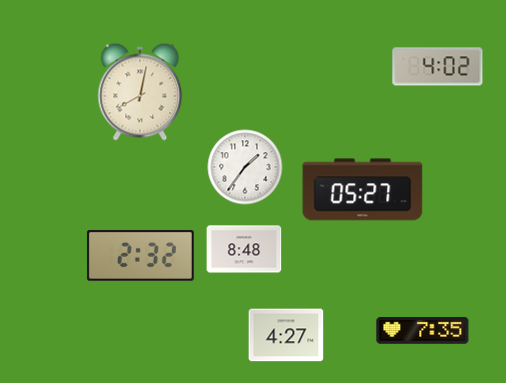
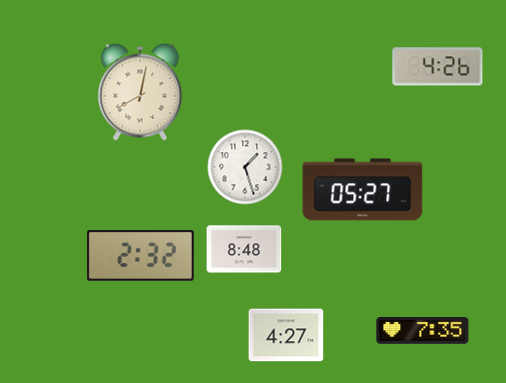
clock at (438, 67): 4:02 -> 4:26
clock at (245, 167): 1:36 -> 1:27
